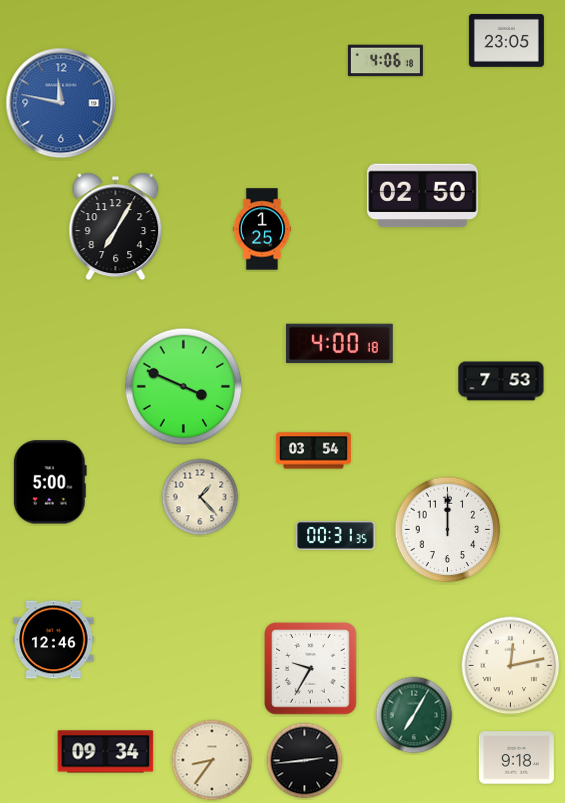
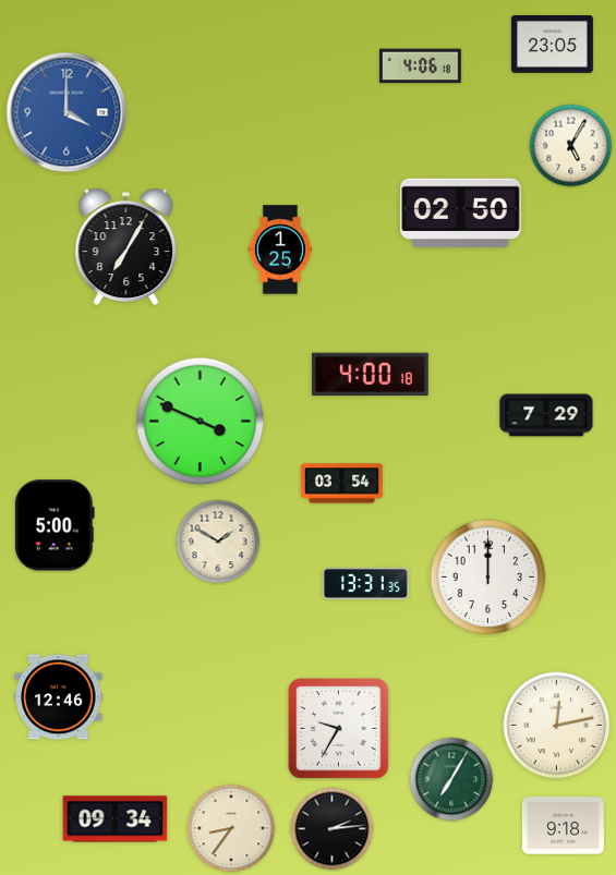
clock at (61, 103): 11:47 -> 4:00
clock at (571, 146): none -> 5:05
clock at (262, 229) position: (262, 229) -> (280, 250)
clock at (501, 381): 7:53 -> 7:29
clock at (313, 451) position: (313, 451) -> (341, 484)
clock at (200, 497): 1:23 -> 1:50
clock at (336, 536): 00:31 -> 13:31
clock at (305, 761): 2:44 -> 2:14
